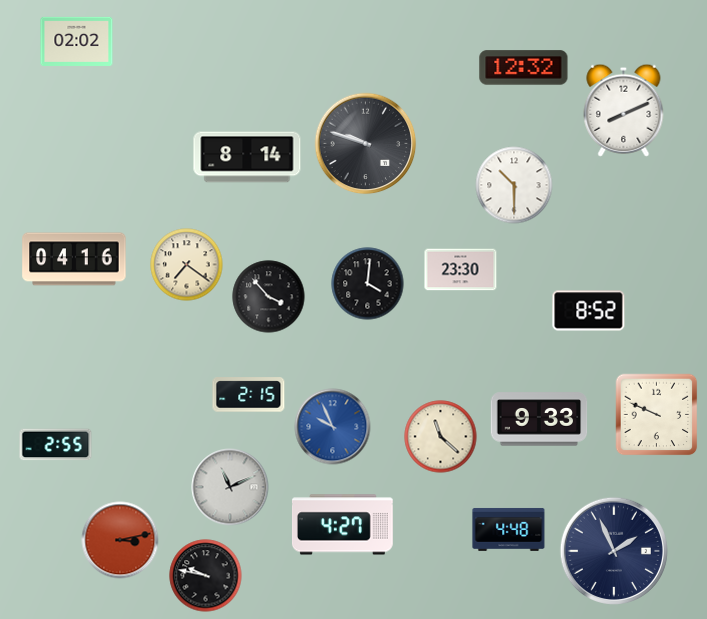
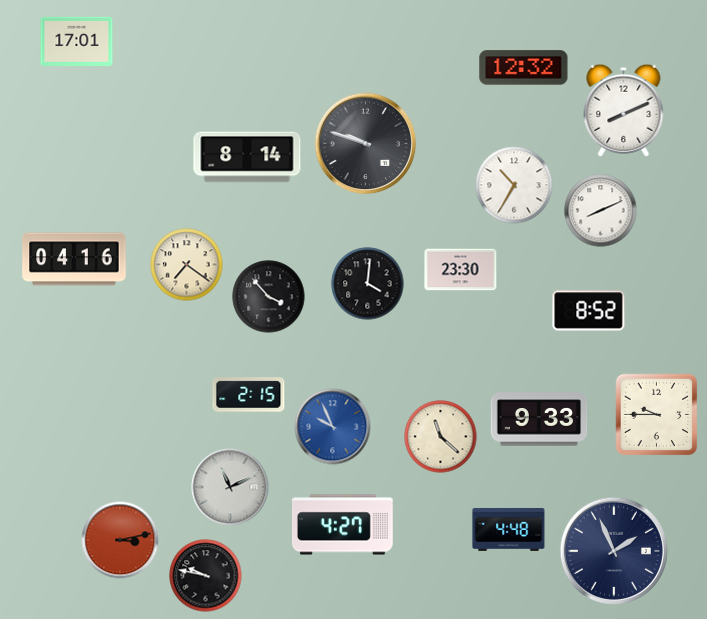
clock at (77, 41): 02:02 -> 17:01
clock at (514, 185): 10:30 -> 10:35
clock at (601, 211): none -> 8:11
clock at (657, 415): 9:49 -> 9:45
clock at (56, 445): 2:55 -> none
